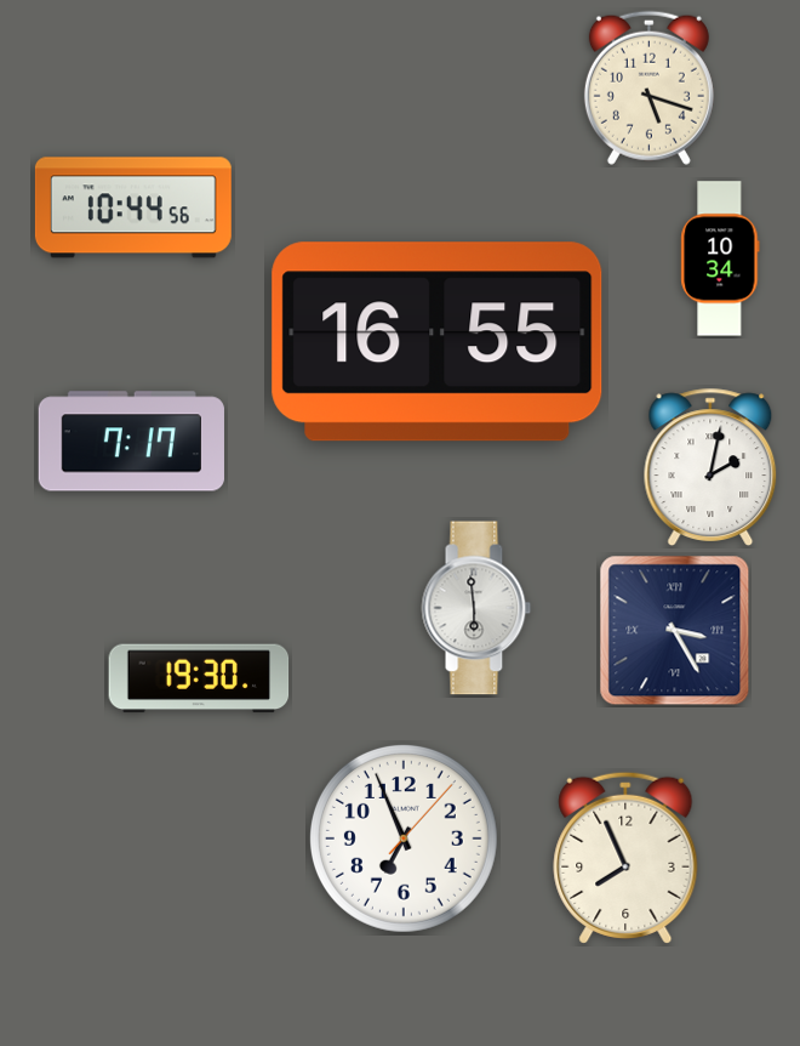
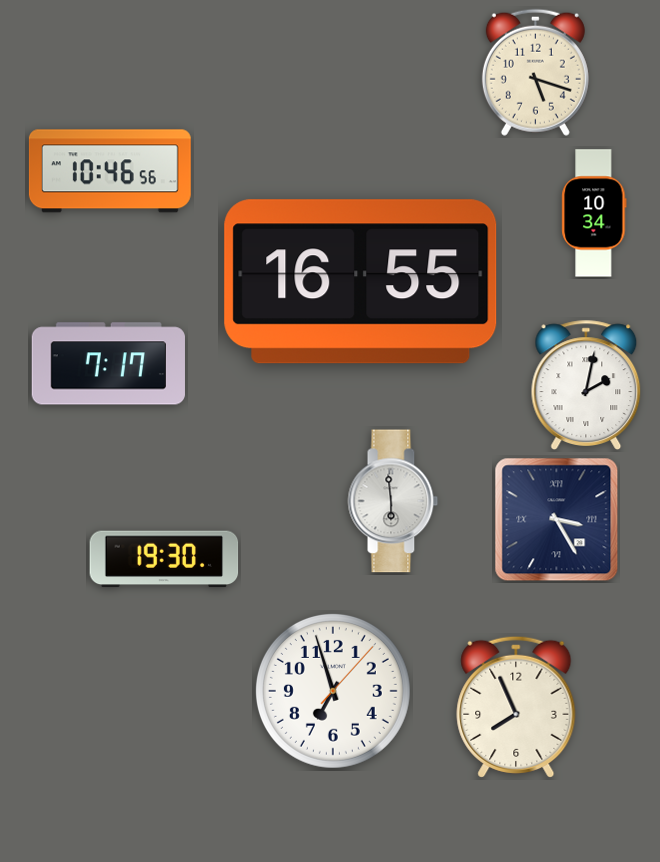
clock at (133, 208): 10:44 -> 10:46
clock at (404, 838): 6:56 -> 6:57
